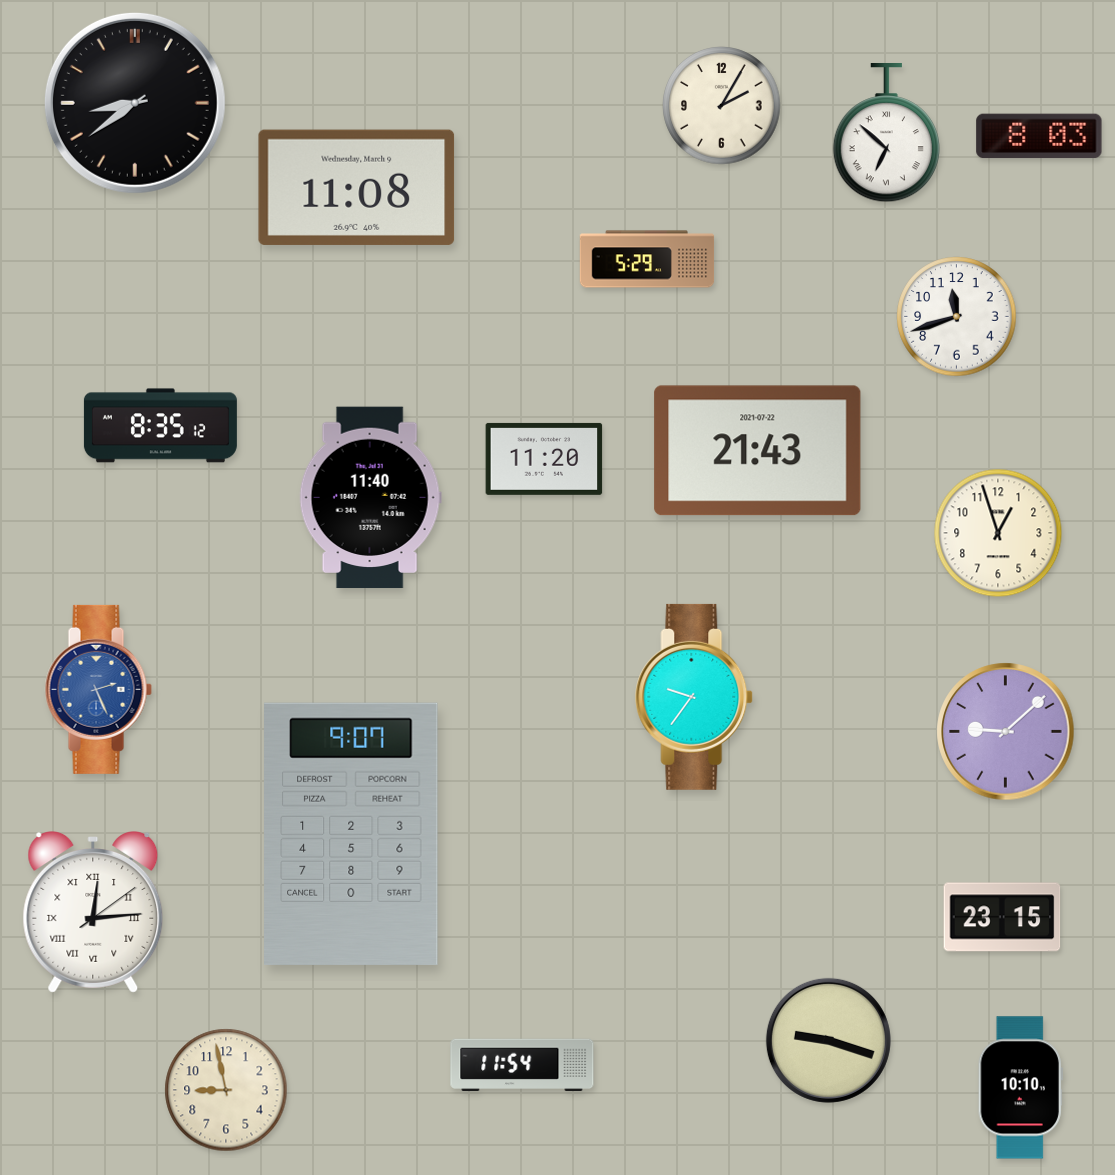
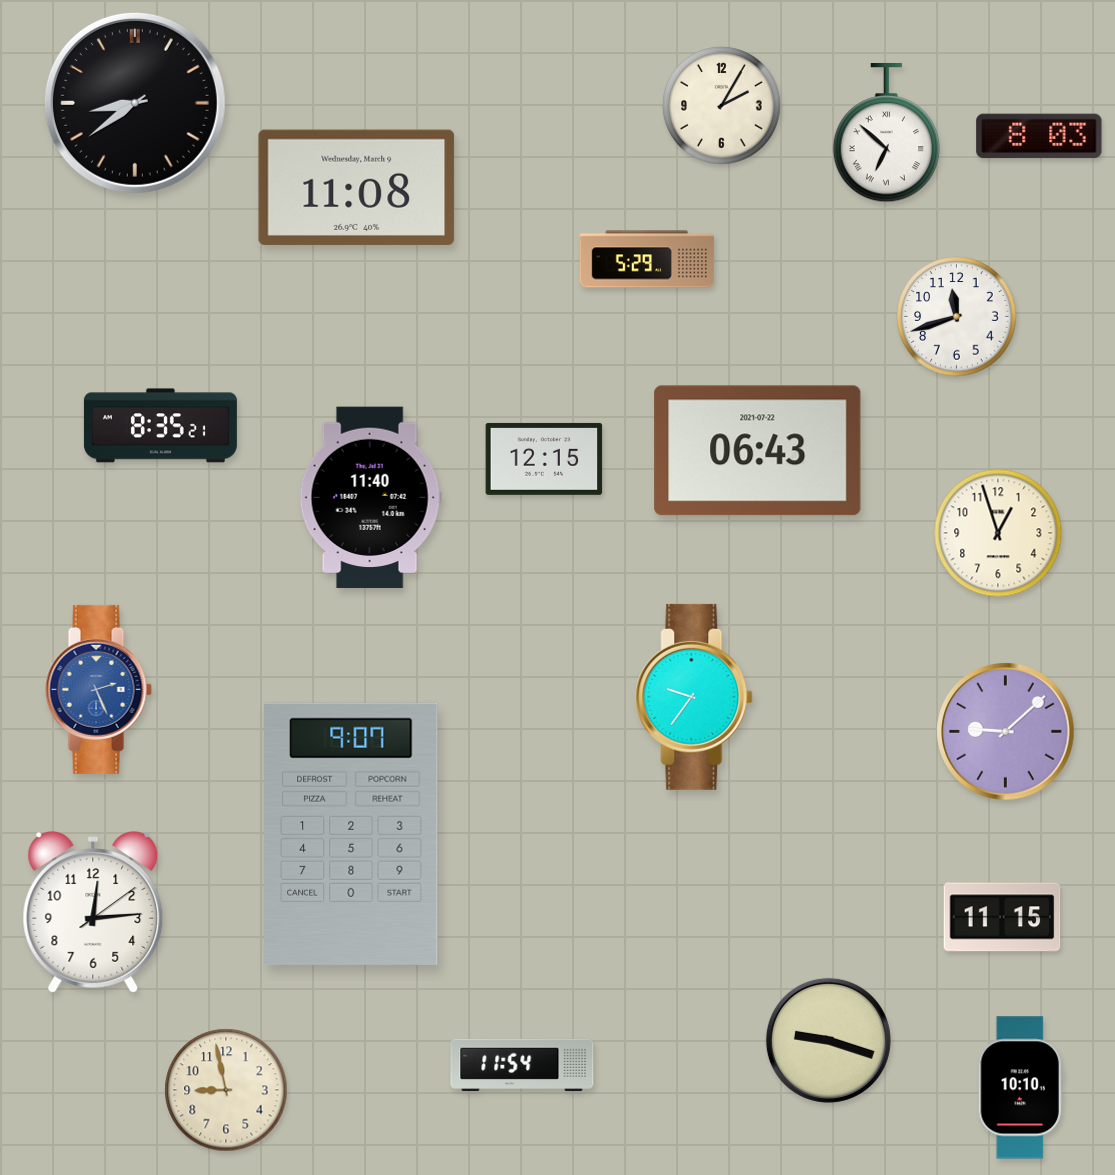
clock at (160, 426): 8:35:12 -> 8:35:21
clock at (758, 451): 21:43 -> 06:43
clock at (544, 459): 11:20 -> 12:15
clock at (93, 913) numerals: Roman -> Arabic
clock at (1002, 917): 23:15 -> 11:15
